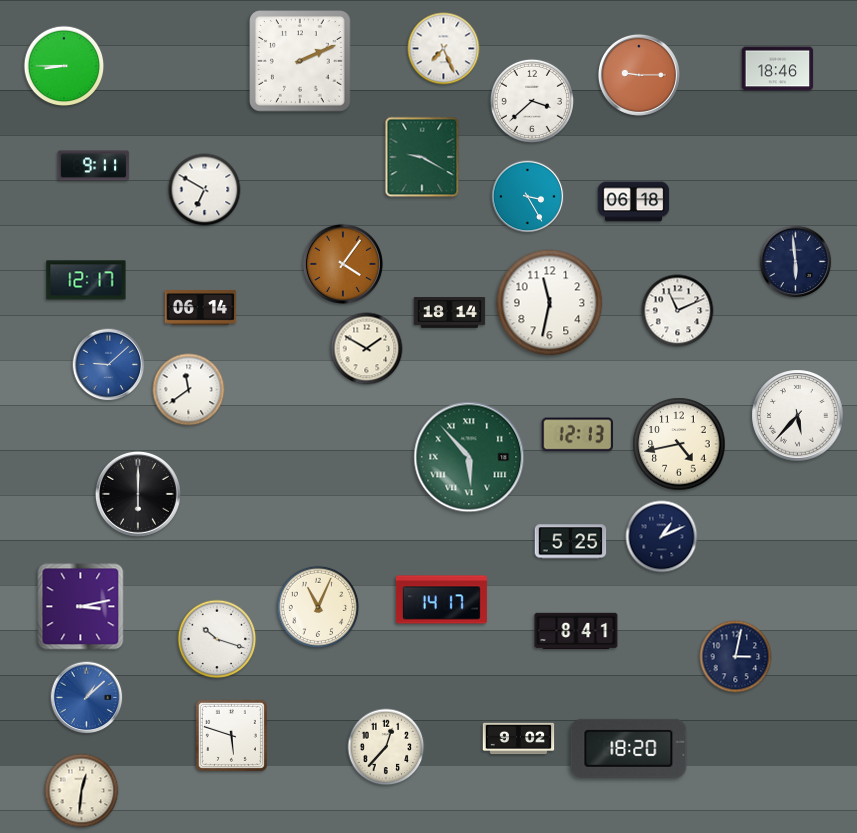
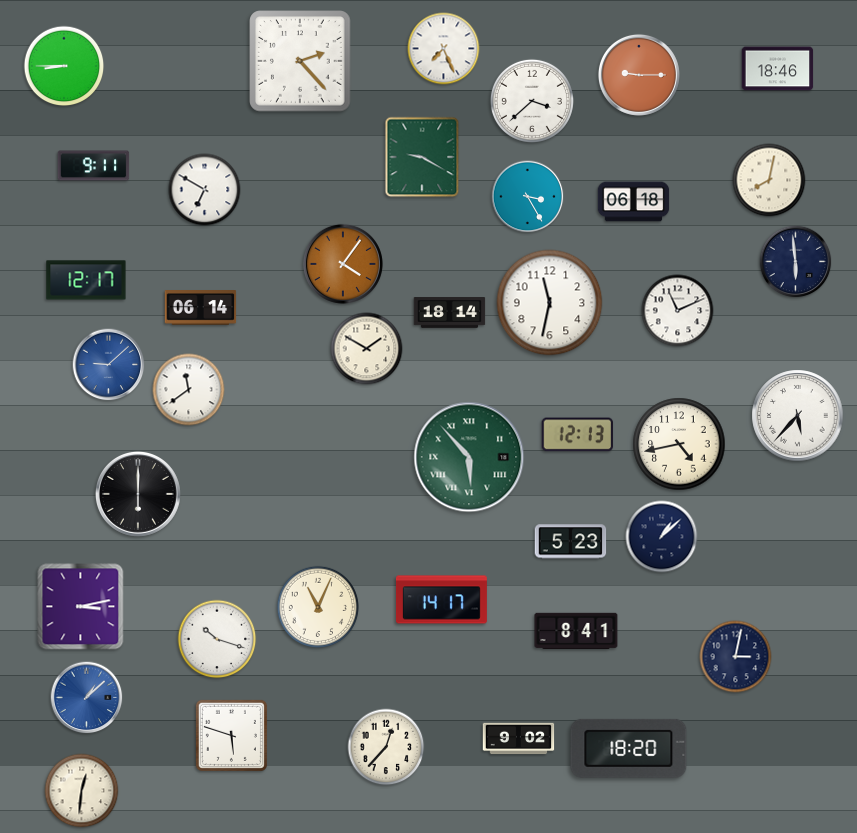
clock at (300, 61): 2:11 -> 2:23
clock at (769, 180): none -> 8:02
clock at (662, 537): 1:11 -> 1:08
clock at (571, 542): 5:25 -> 5:23
